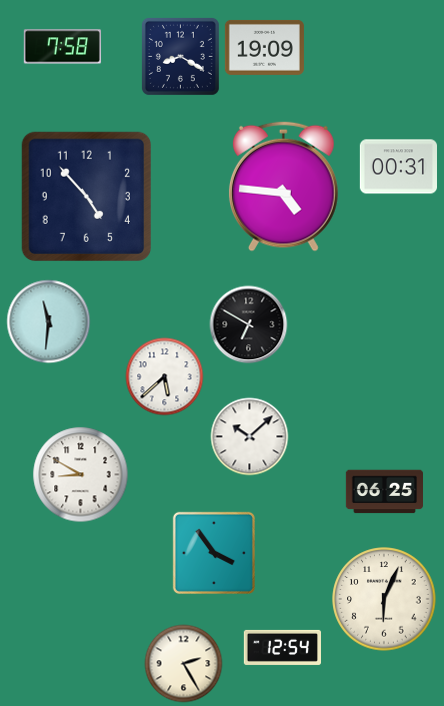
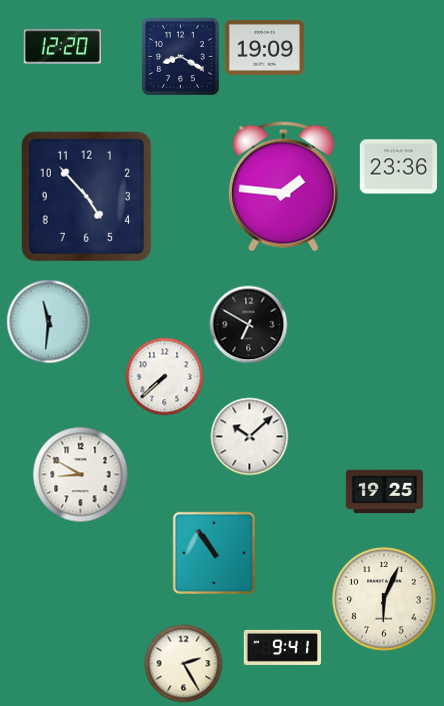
clock at (62, 47): 7:58 -> 12:20
clock at (398, 167): 00:31 -> 23:36
clock at (283, 186): 4:46 -> 1:46
clock at (164, 376): 5:38 -> 7:38
clock at (384, 492): 06:25 -> 19:25
clock at (214, 553): 3:54 -> 10:54
clock at (282, 647): 12:54 -> 9:41
